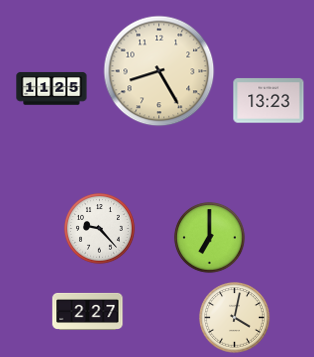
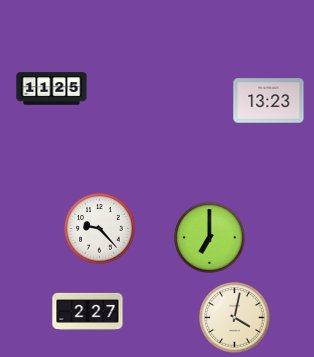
clock at (159, 71): 8:25 -> none
